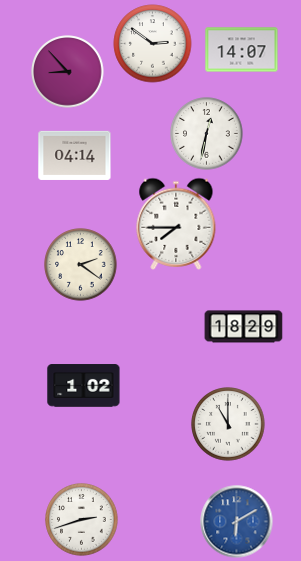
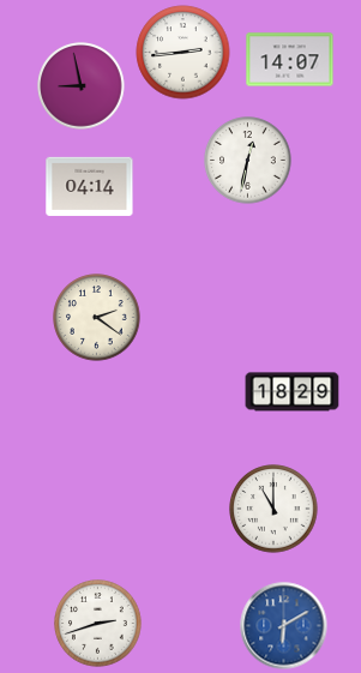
clock at (153, 44): 2:51 -> 2:44
clock at (68, 72): 8:53 -> 8:58
clock at (176, 224): 7:45 -> none
clock at (84, 386): 1:02 -> none
